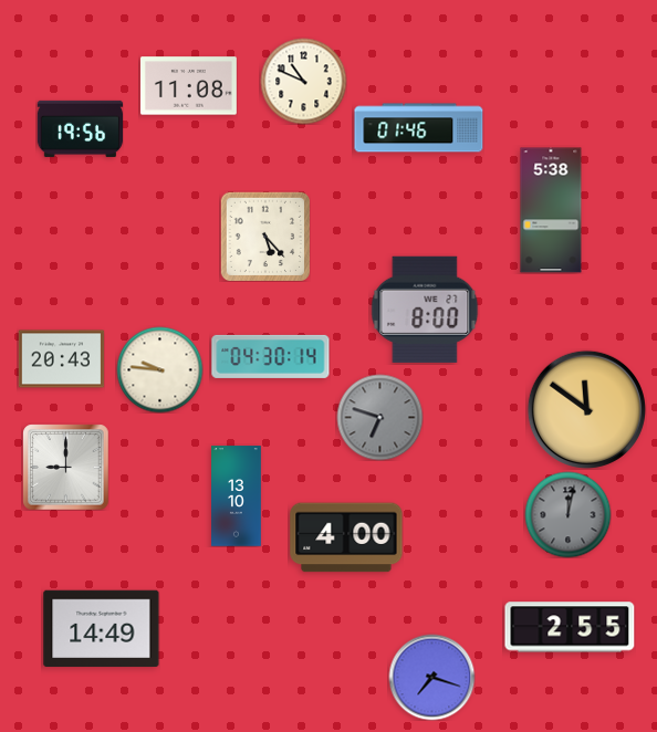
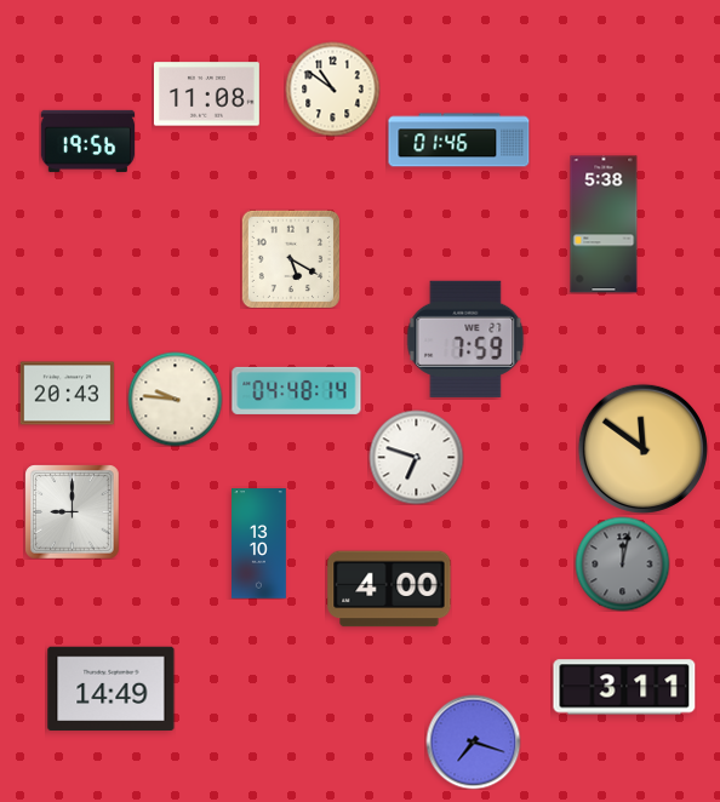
clock at (303, 81): 10:49 -> 10:51
clock at (551, 210) position: (551, 210) -> (604, 224)
clock at (264, 236): 5:23 -> 5:20
clock at (425, 310): 8:00 -> 7:59
clock at (271, 356): 04:30 -> 04:48
clock at (159, 369) position: (159, 369) -> (175, 399)
clock at (379, 417) dial: grey -> white
clock at (346, 537) position: (346, 537) -> (389, 589)
clock at (570, 627): 2:55 -> 3:11
